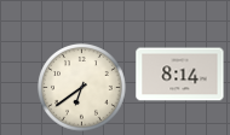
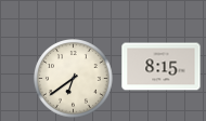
clock at (180, 75): 8:14 -> 8:15
